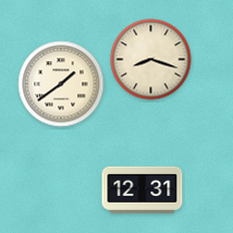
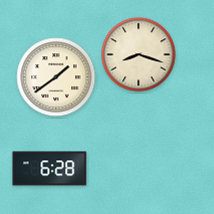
clock at (50, 169): none -> 6:28
clock at (143, 189): 12:31 -> none
